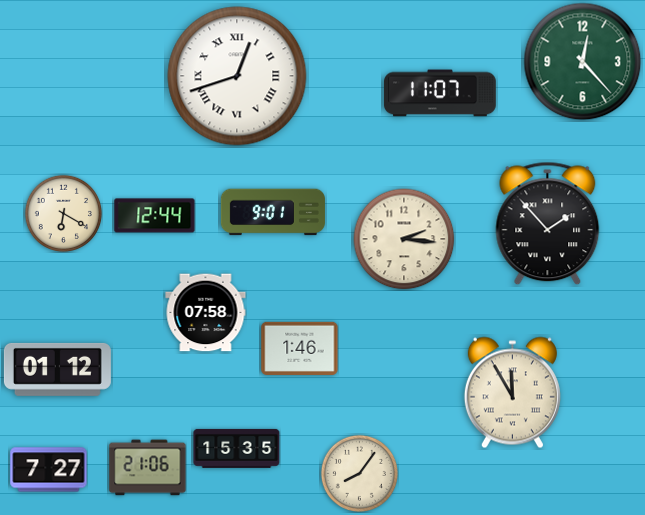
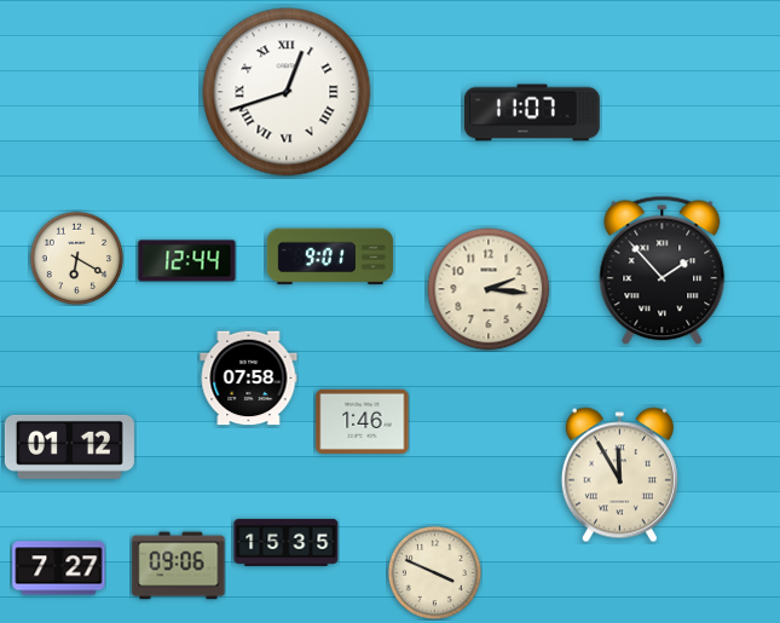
clock at (583, 62): 12:23 -> none
clock at (148, 468): 21:06 -> 09:06
clock at (359, 473): 8:06 -> 3:49
